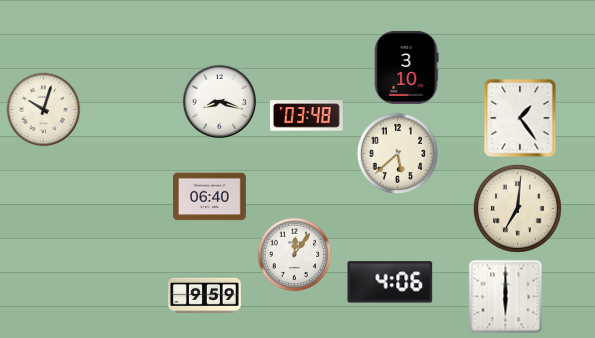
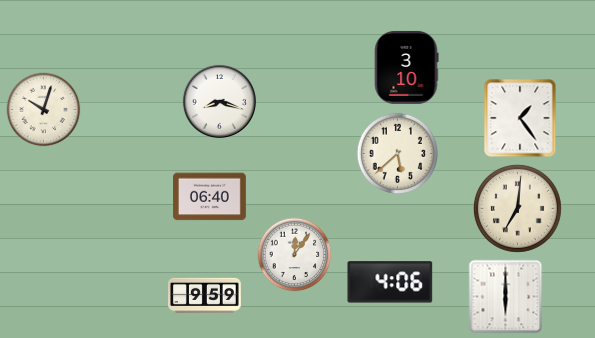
clock at (307, 116): 03:48 -> none
